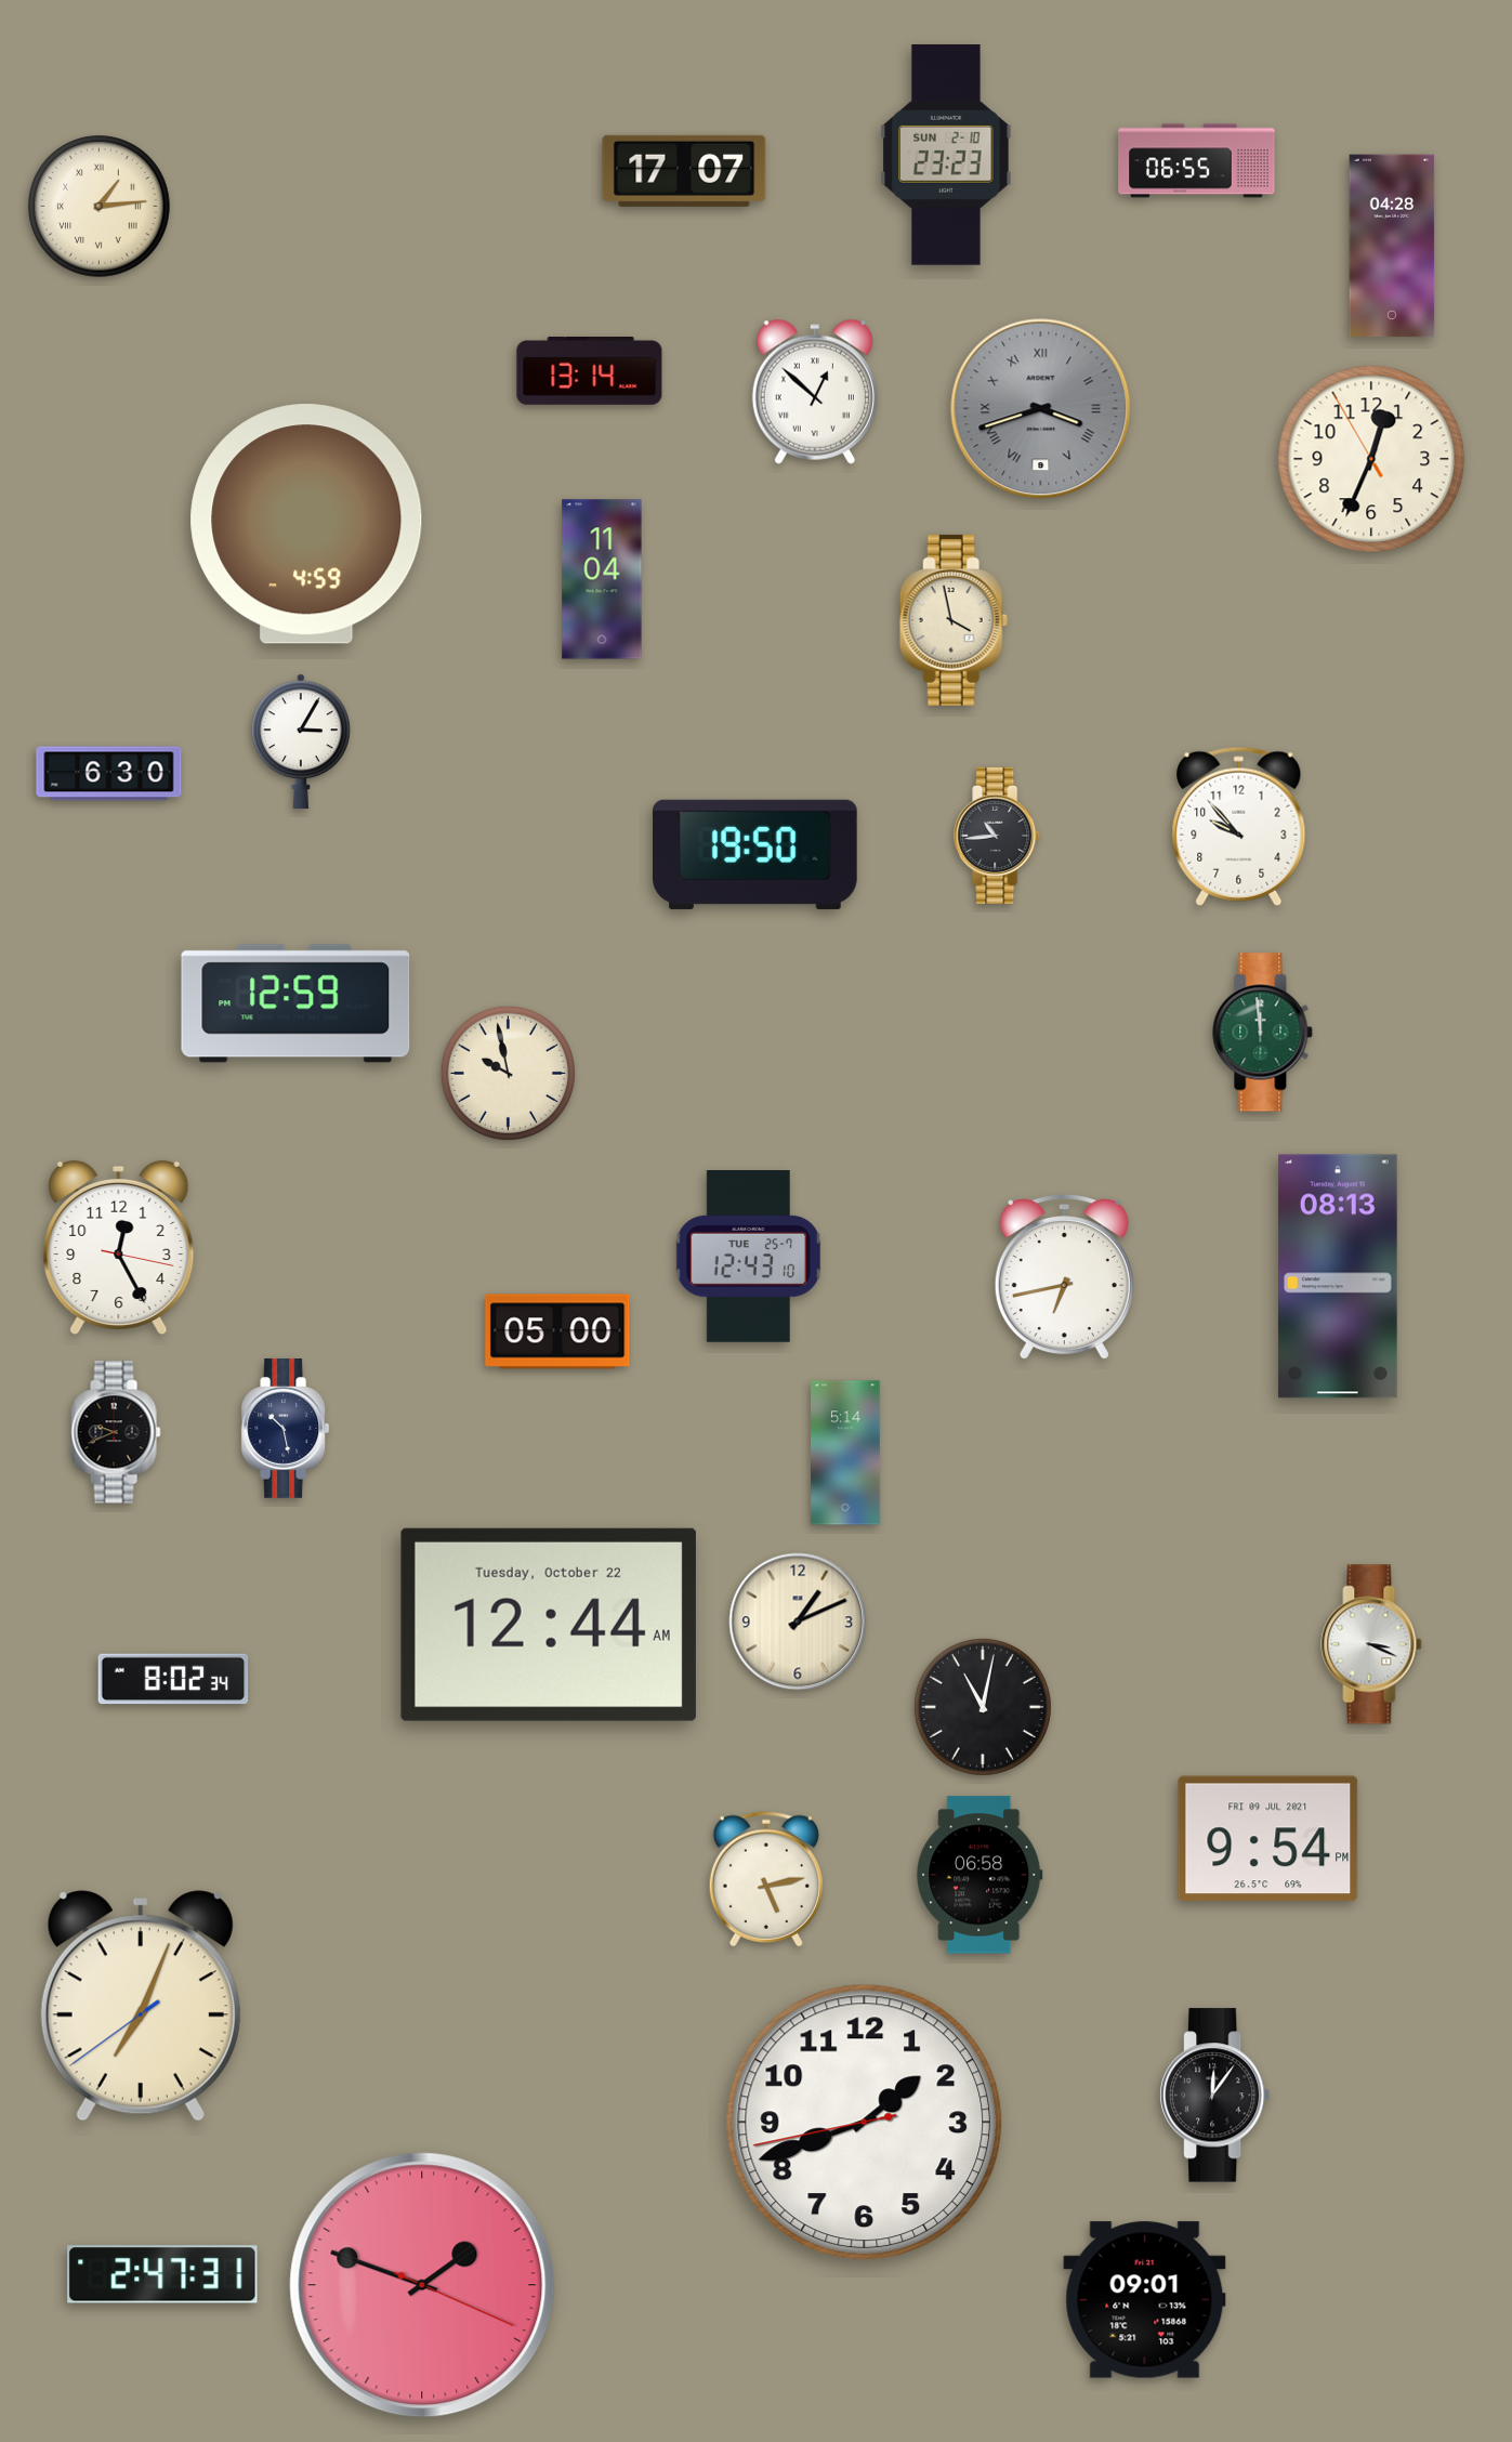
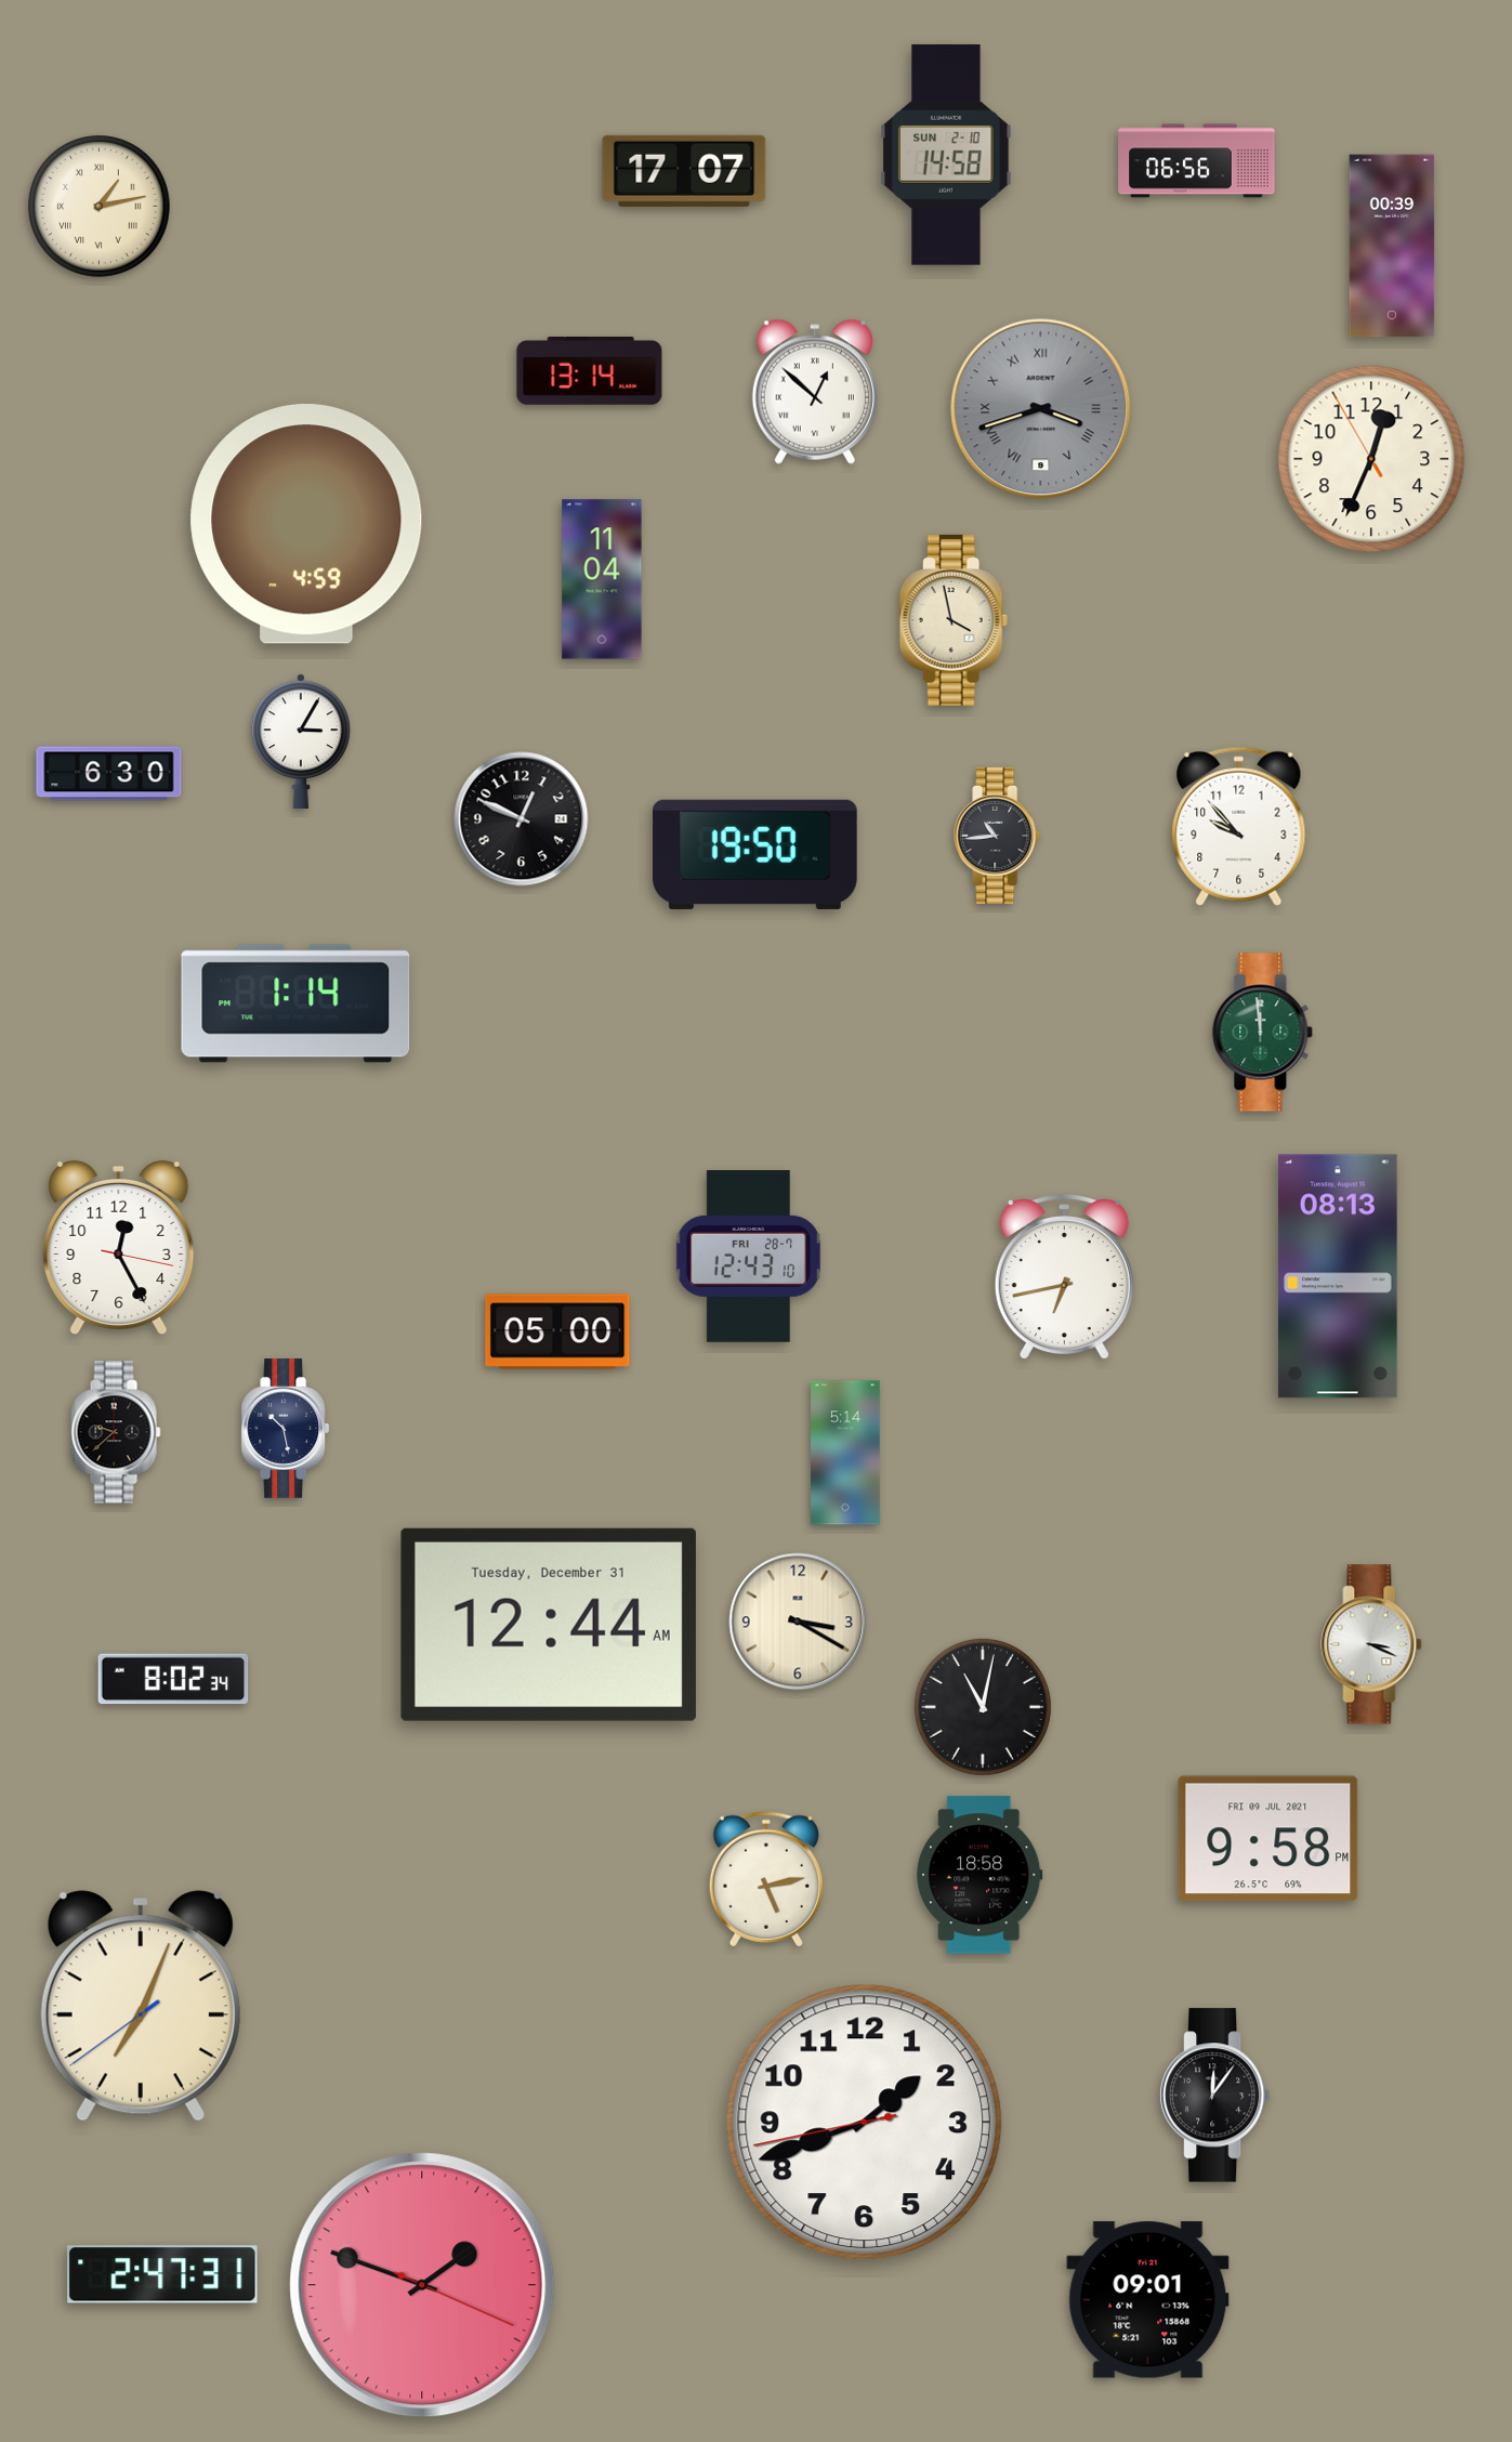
clock at (946, 155): 23:23 -> 14:58
clock at (1197, 161): 06:55 -> 06:56
clock at (100, 207): 1:14 -> 1:13
clock at (1392, 246): 04:28 -> 00:39
clock at (522, 819): none -> 12:49
clock at (295, 1003): 12:59 -> 1:14
clock at (508, 1073): 9:58 -> none
clock at (748, 1257) date: TUE 25-7 -> FRI 28-7
clock at (116, 1432): 9:41 -> 9:38
clock at (798, 1622): 1:11 -> 3:20
clock at (549, 1625) date: Tuesday, October 22 -> Tuesday, December 31
clock at (1268, 1839): 9:54 -> 9:58
clock at (979, 1875): 06:58 -> 18:58
clock at (1145, 2300) position: (1145, 2300) -> (1148, 2300)
